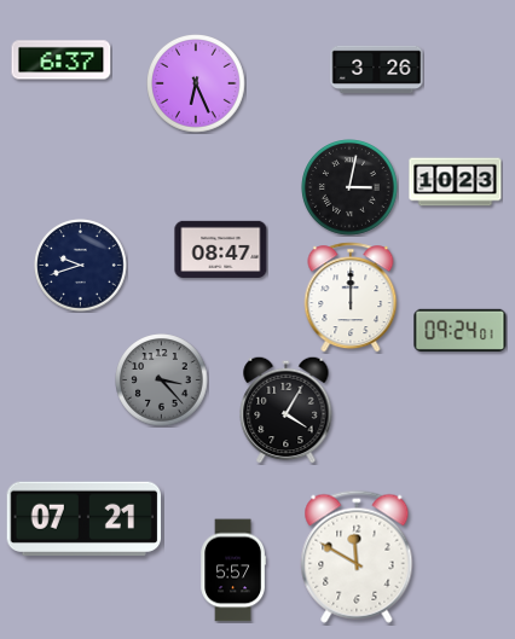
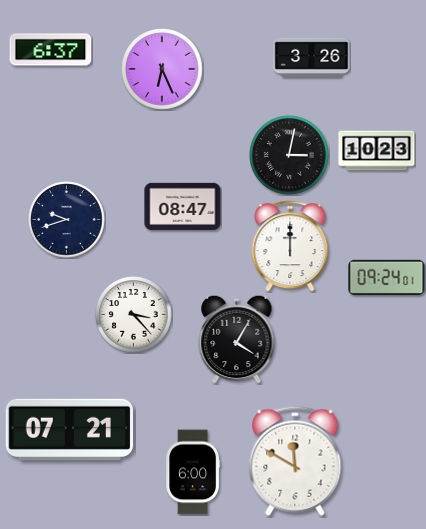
clock at (461, 330) position: (461, 330) -> (387, 277)
clock at (162, 381) dial: grey -> white
clock at (232, 570): 5:57 -> 6:00
